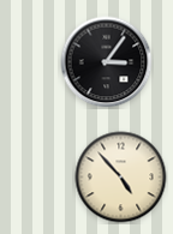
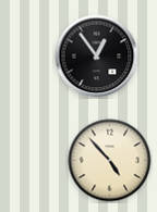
clock at (107, 62): 3:06 -> 12:54
